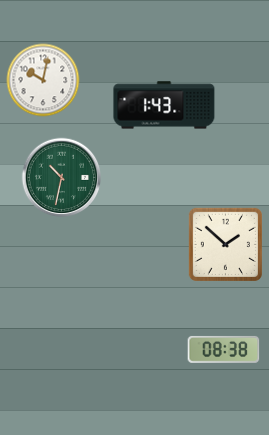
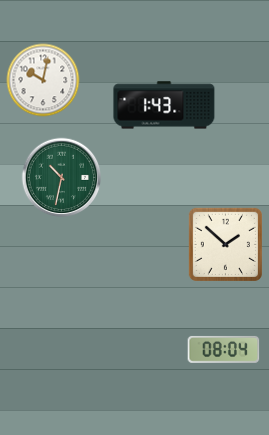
clock at (224, 349): 08:38 -> 08:04
